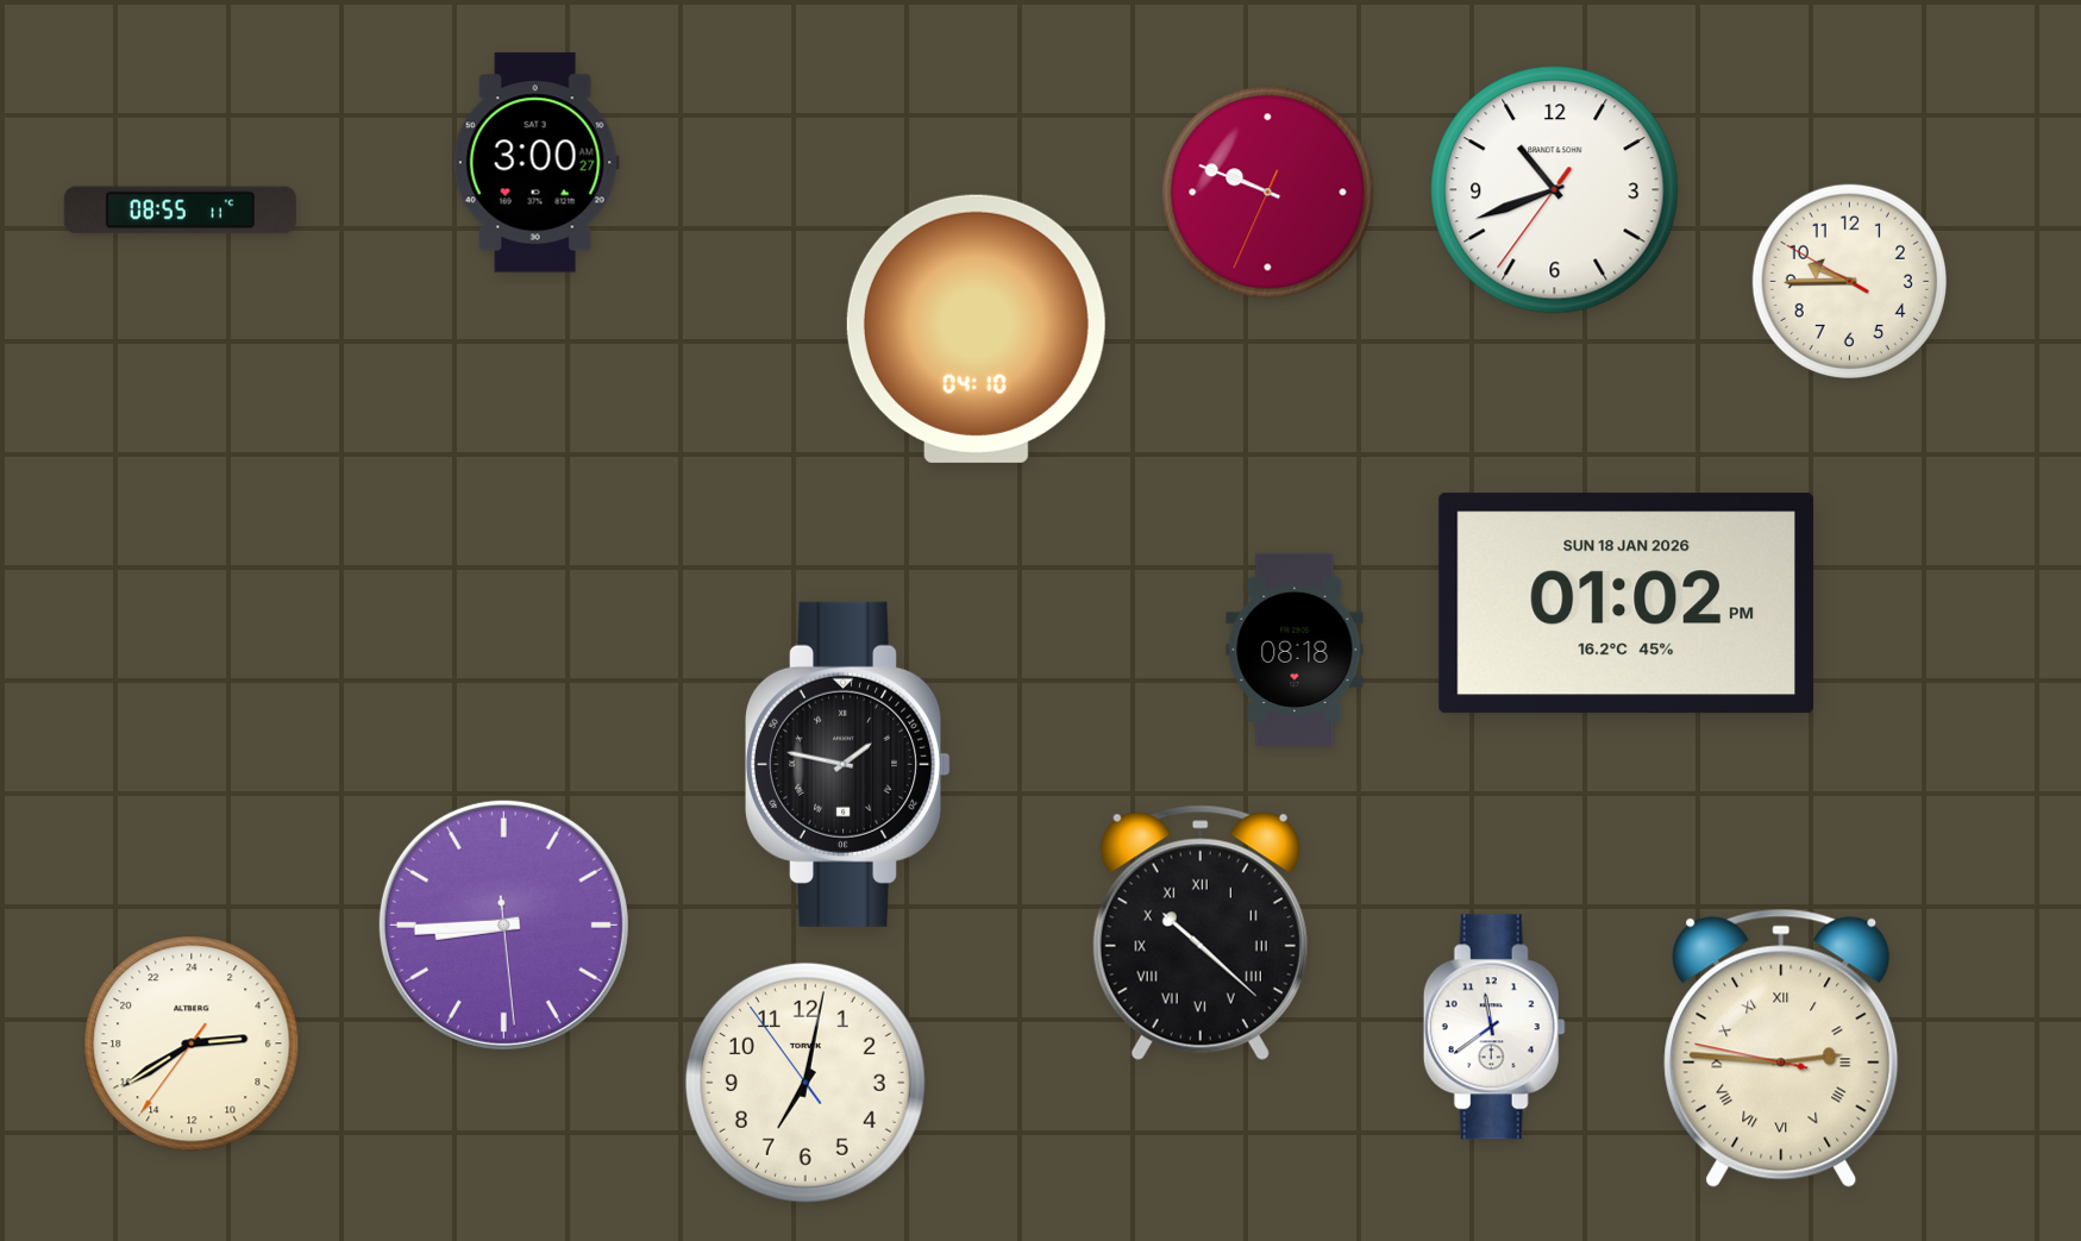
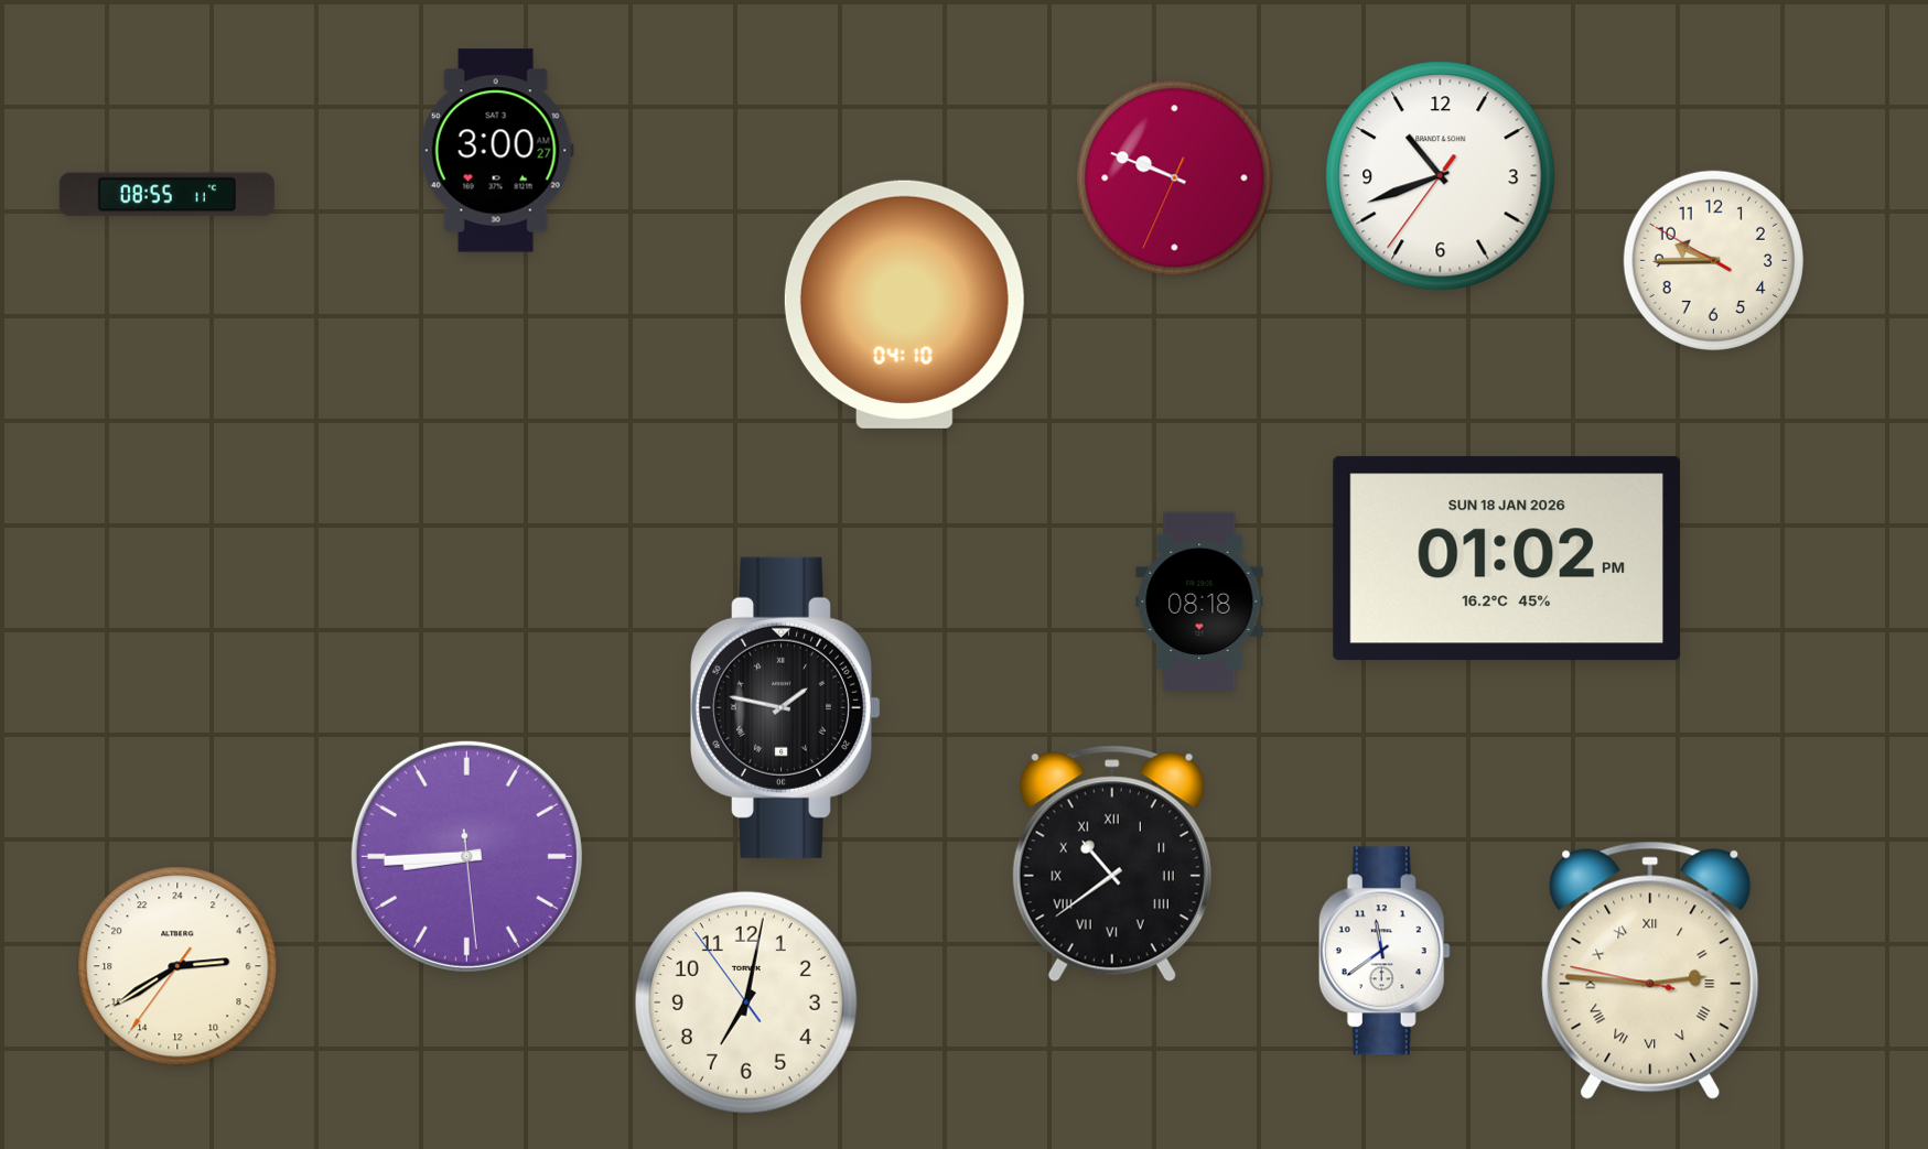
clock at (1201, 933): 10:22 -> 10:39
